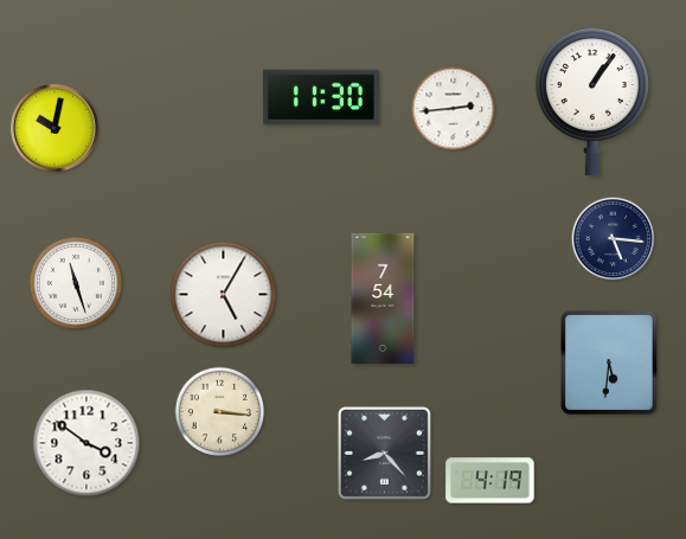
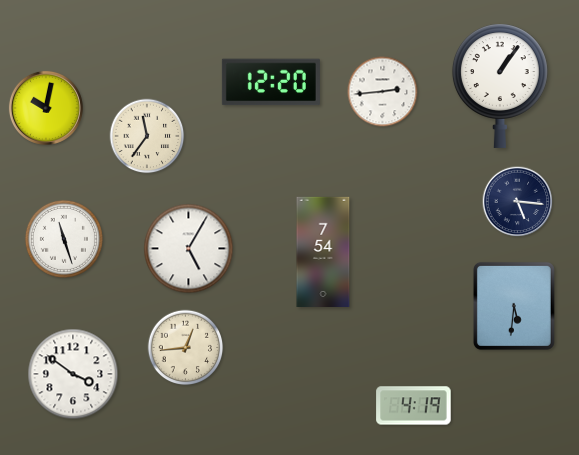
clock at (321, 97): 11:30 -> 12:20
clock at (147, 136): none -> 11:36
clock at (220, 412): 3:16 -> 12:44
clock at (384, 453): 8:23 -> none
